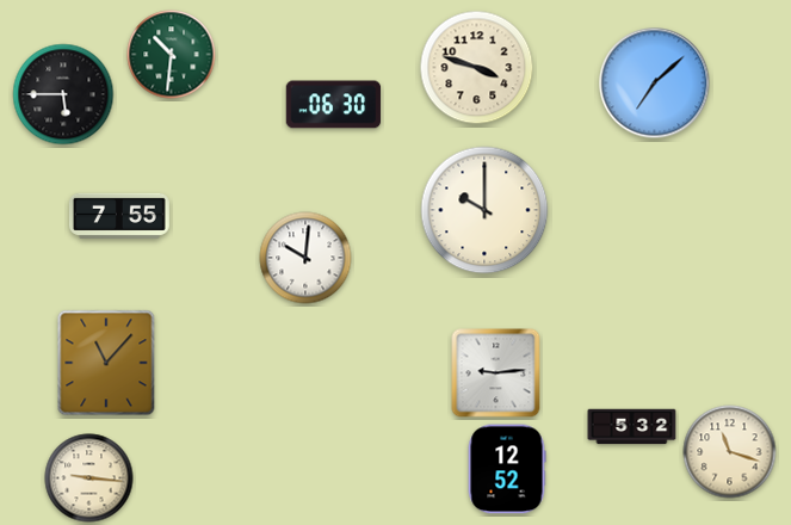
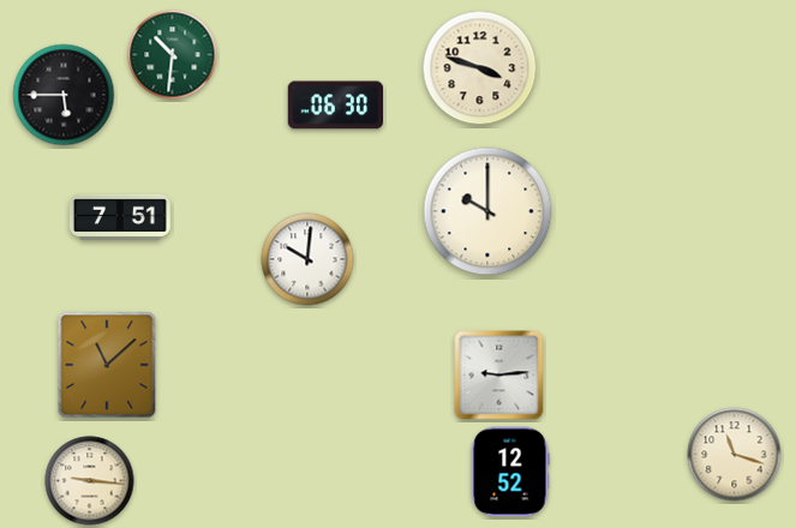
clock at (655, 84): 7:08 -> none
clock at (119, 216): 7:55 -> 7:51
clock at (106, 363): 11:07 -> 11:08
clock at (632, 427): 5:32 -> none
